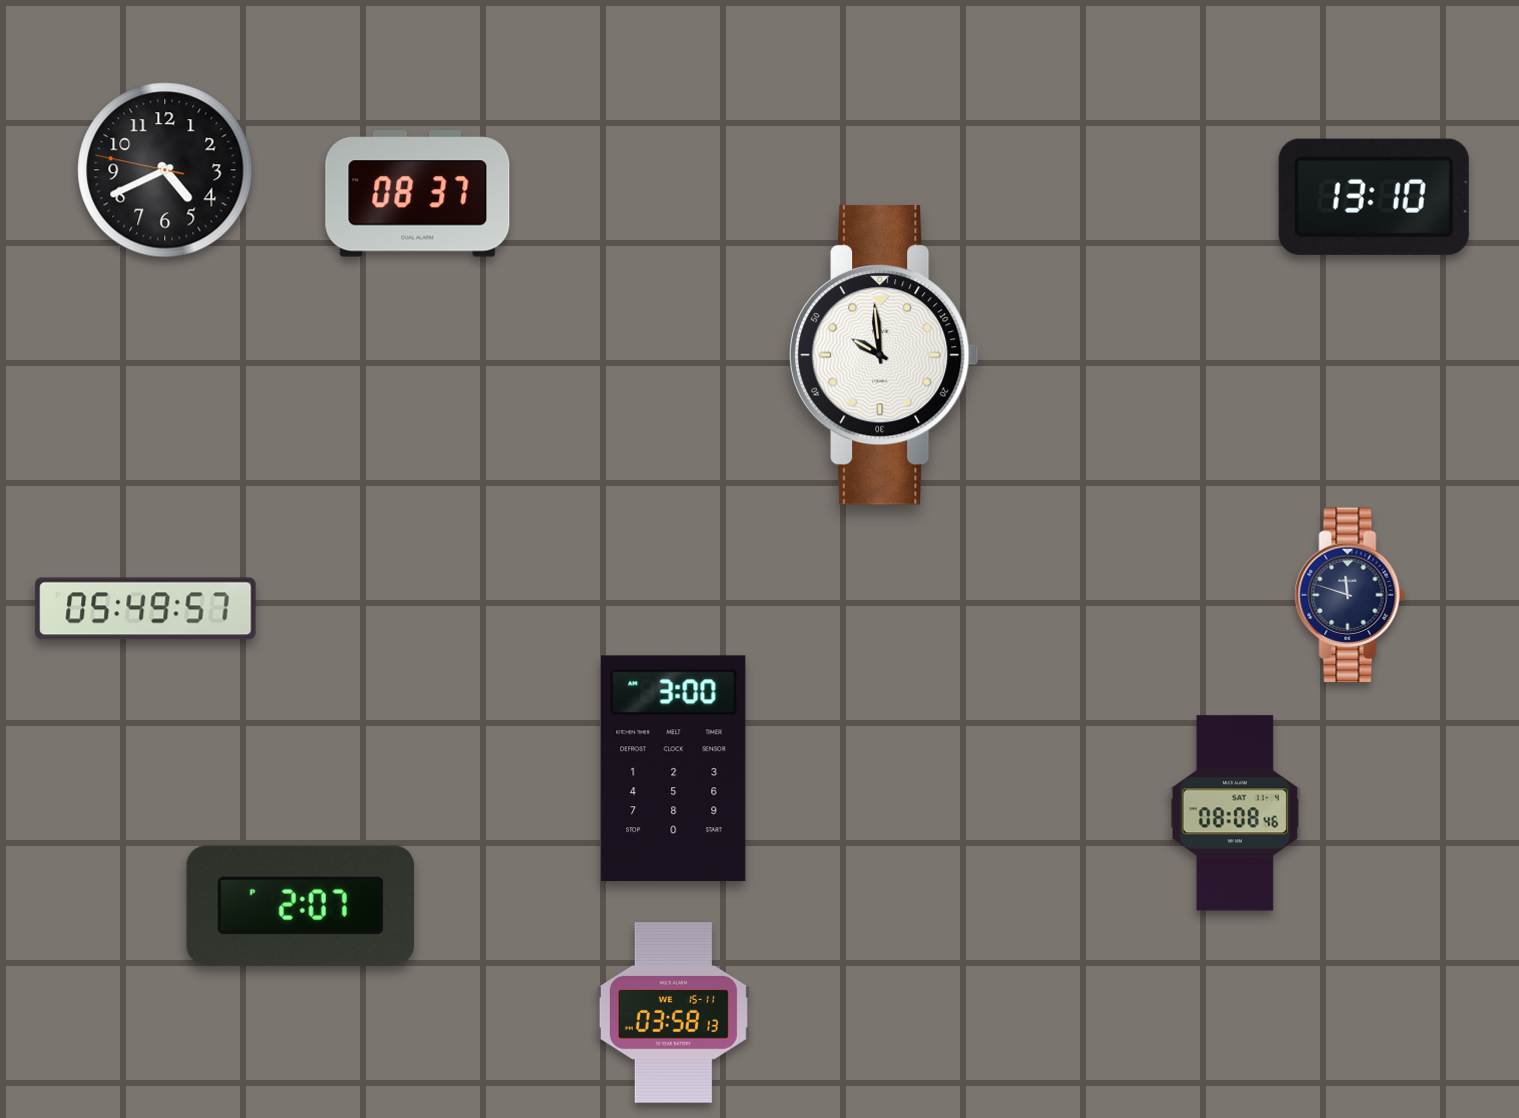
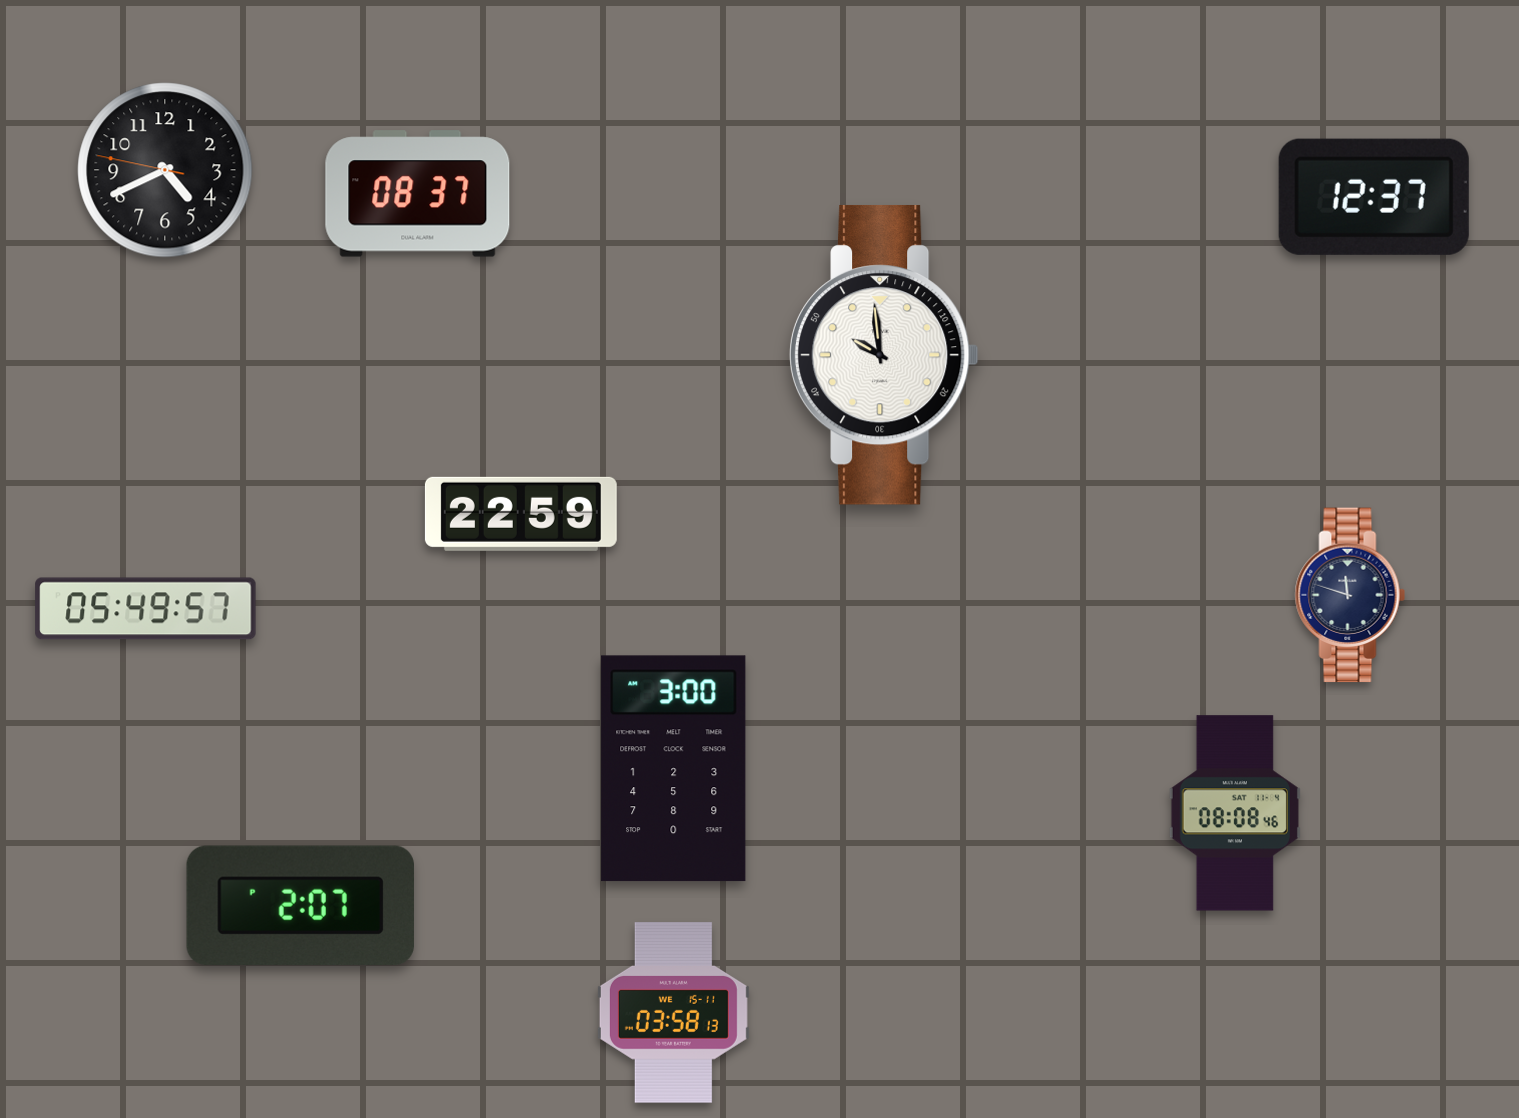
clock at (1374, 197): 13:10 -> 12:37
clock at (521, 514): none -> 22:59
